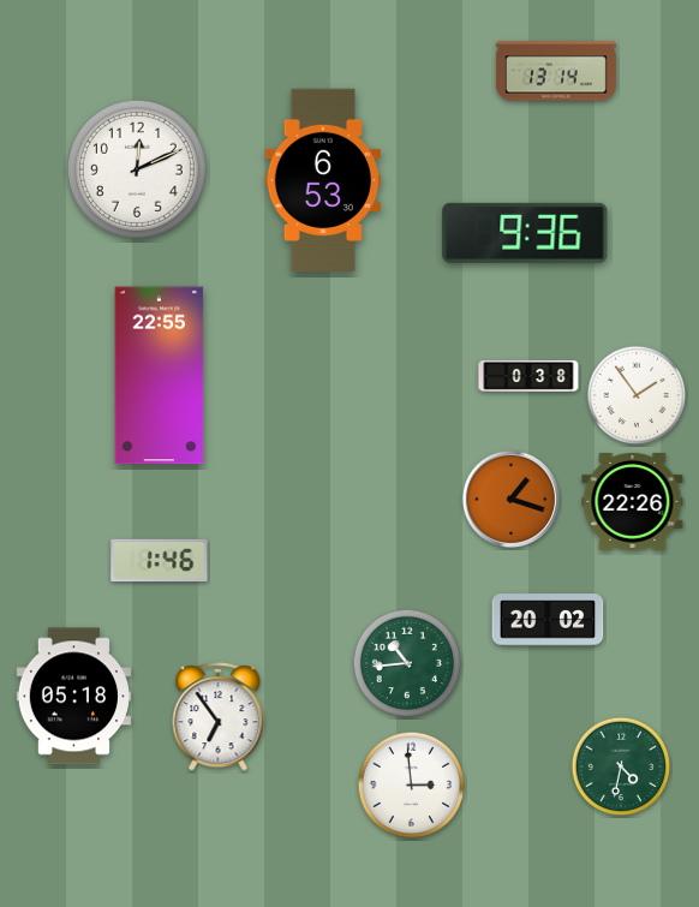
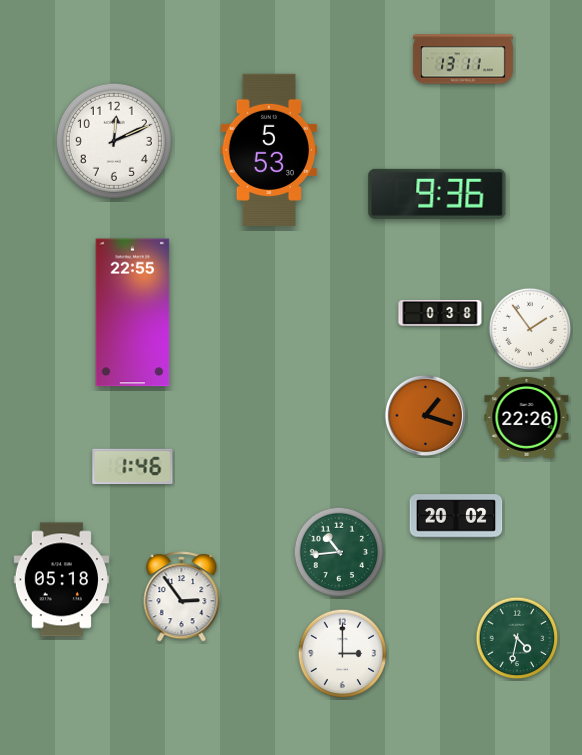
clock at (556, 71): 13:14 -> 13:11
clock at (323, 180): 6:53 -> 5:53
clock at (219, 717): 6:54 -> 2:54
clock at (412, 786): 2:59 -> 3:00
